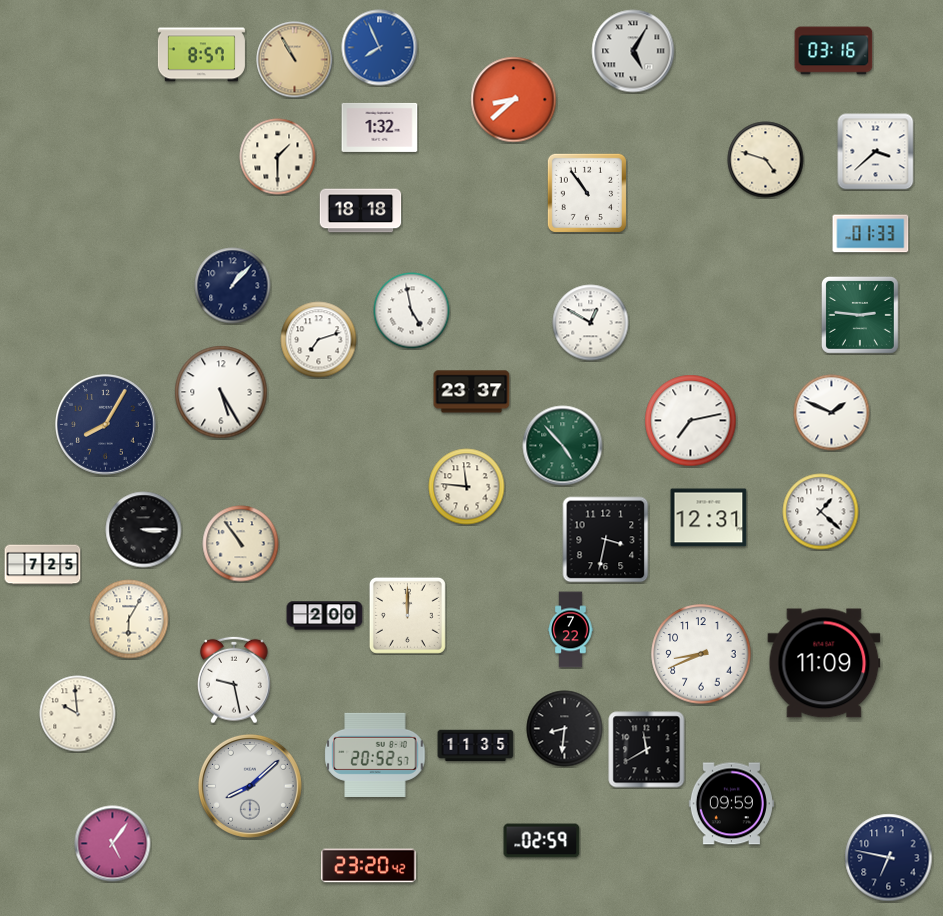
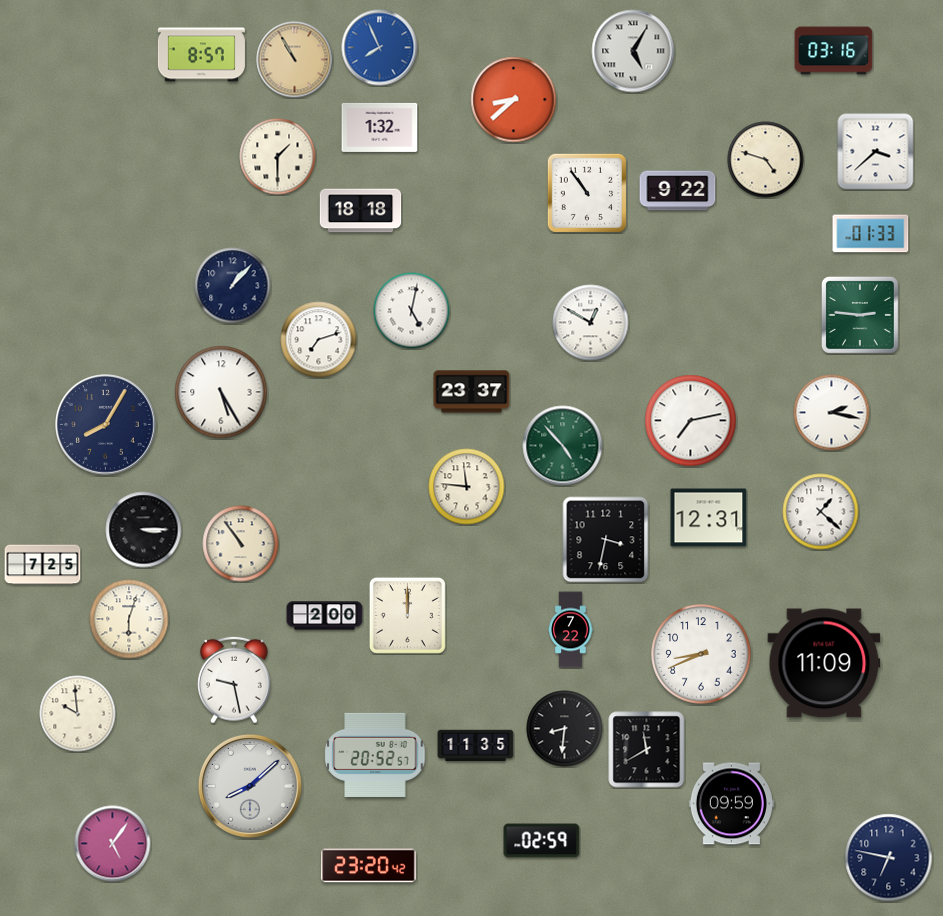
clock at (678, 191): none -> 9:22
clock at (412, 311): 4:58 -> 5:02
clock at (832, 413): 1:49 -> 2:17
clock at (129, 619): 6:05 -> 6:03
